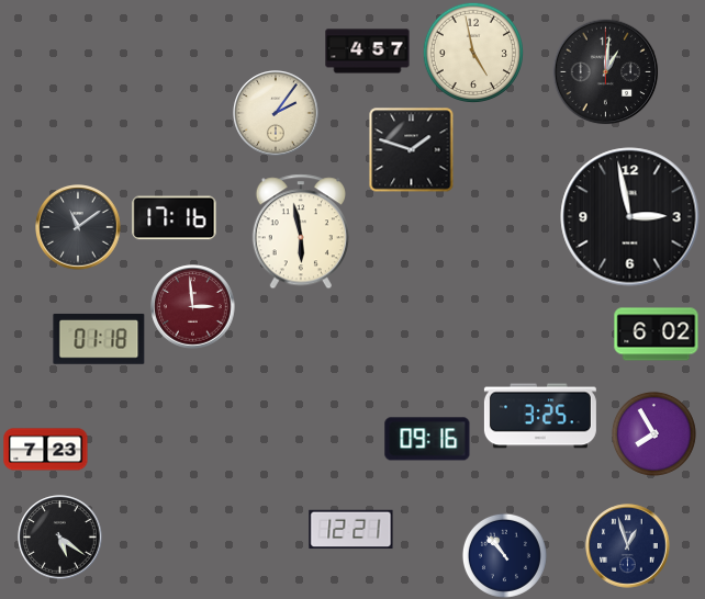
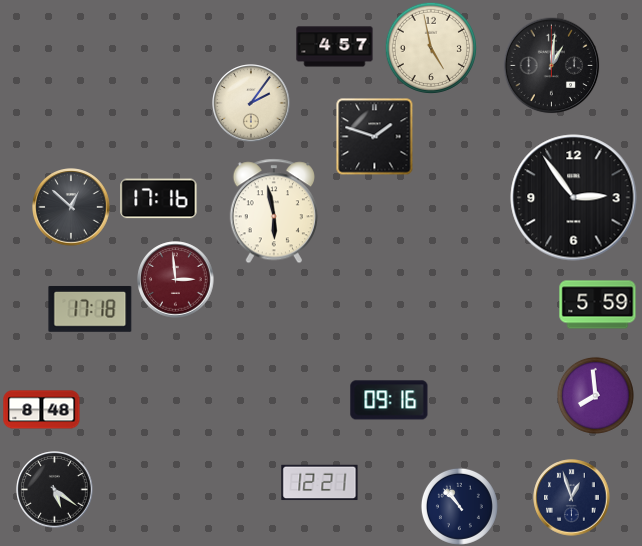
clock at (630, 217): 2:58 -> 2:54
clock at (78, 227): 11:09 -> 12:52
clock at (657, 335): 6:02 -> 5:59
clock at (99, 339): 01:18 -> 17:18
clock at (540, 416): 3:25 -> none
clock at (653, 433): 7:55 -> 7:59
clock at (46, 450): 7:23 -> 8:48
